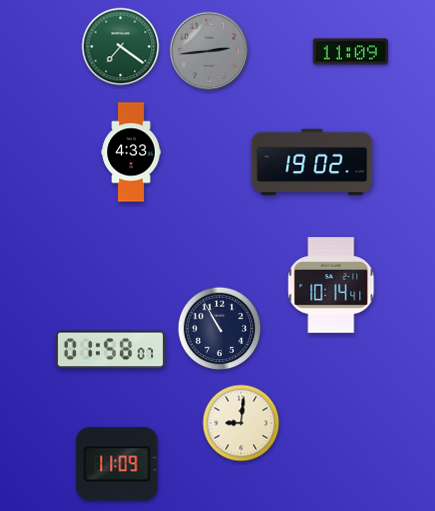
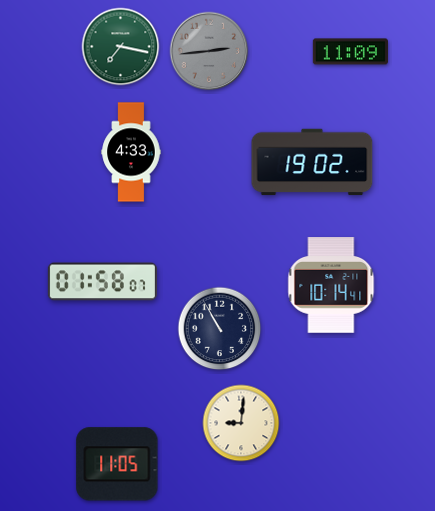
clock at (121, 47): 7:21 -> 7:17
clock at (110, 350) position: (110, 350) -> (102, 282)
clock at (117, 464): 11:09 -> 11:05
